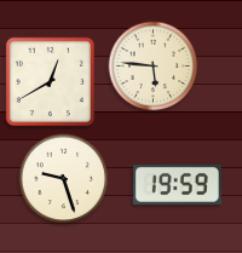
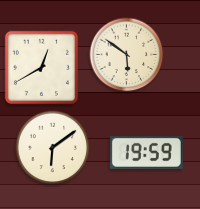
clock at (154, 67): 5:46 -> 5:51
clock at (64, 179): 9:27 -> 6:09
